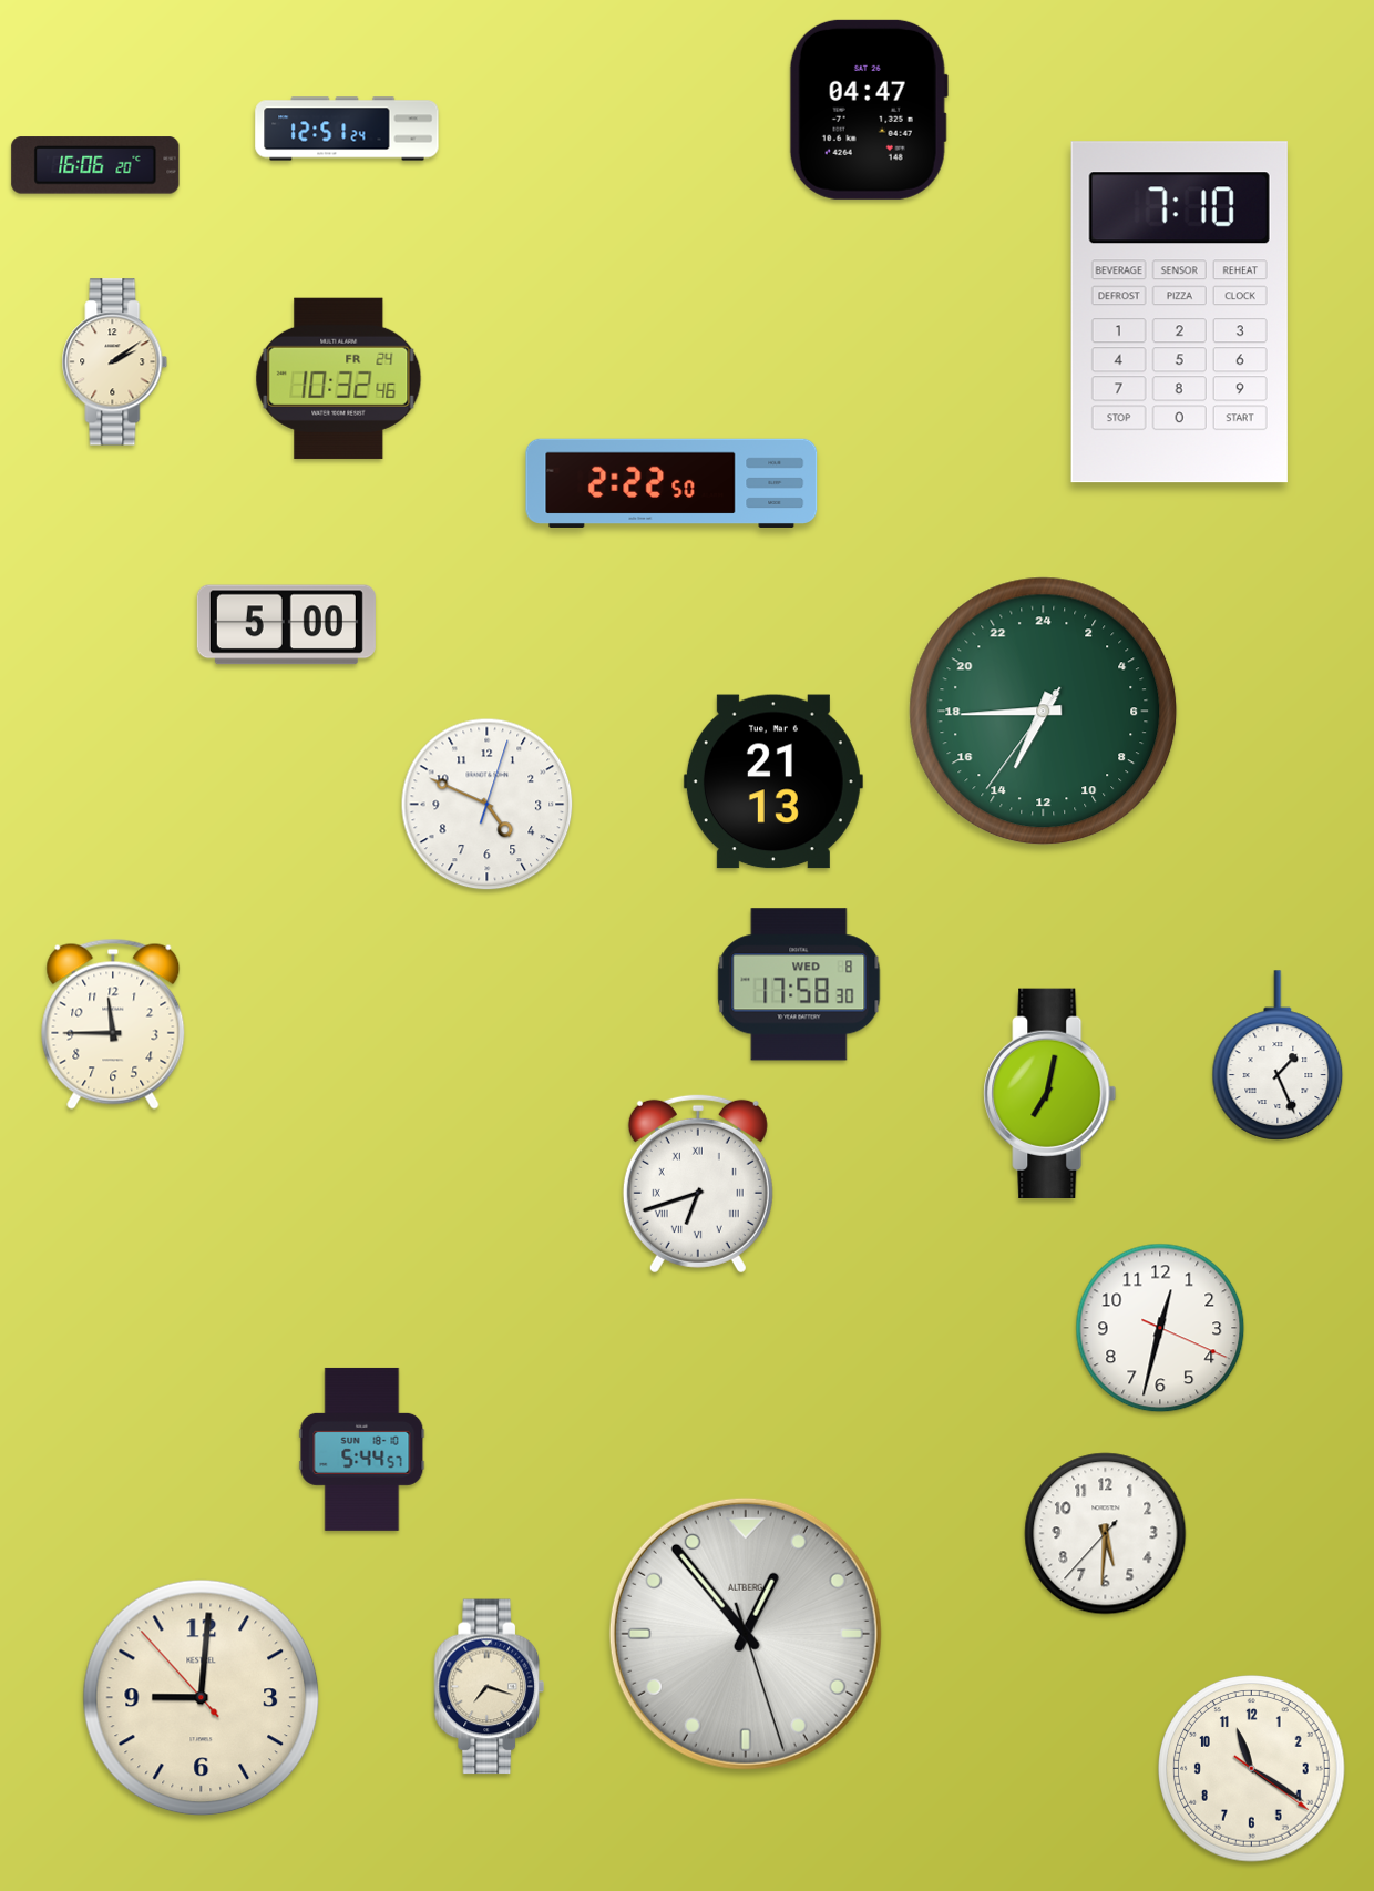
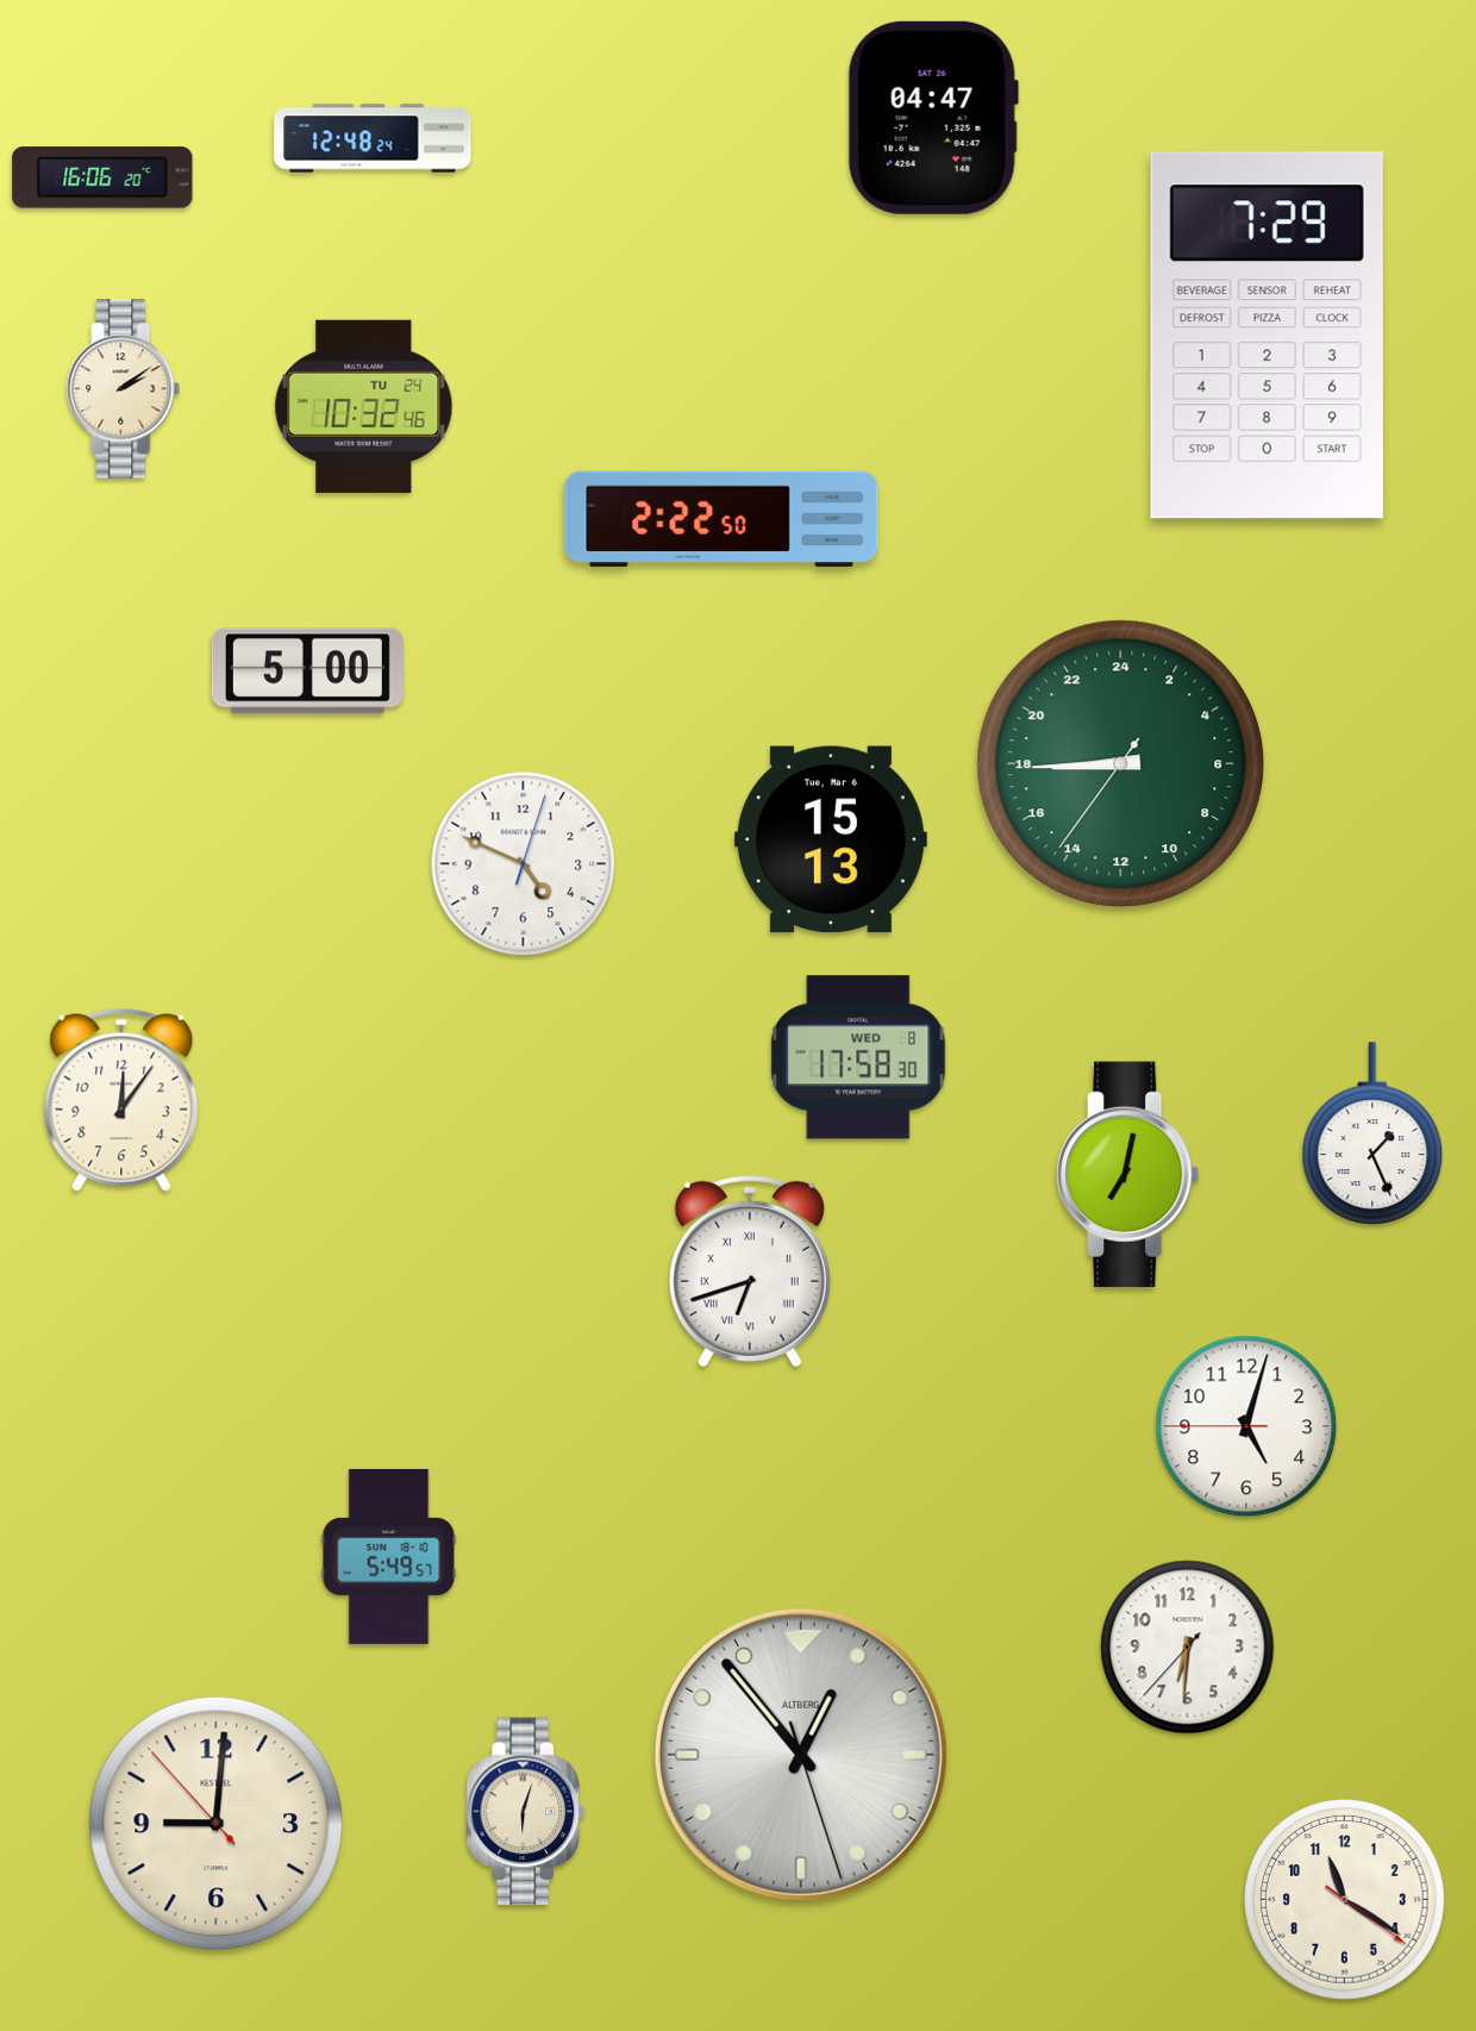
clock at (347, 129): 12:51 -> 12:48
clock at (1179, 313): 7:10 -> 7:29
clock at (339, 378) date: FR 24 -> TU 24
clock at (1044, 712): 13:44 -> 17:44
clock at (773, 781): 21:13 -> 15:13
clock at (113, 1024): 11:45 -> 12:06
clock at (1160, 1328): 12:32 -> 5:02
clock at (362, 1449): 5:44 -> 5:49
clock at (1106, 1534): 5:30 -> 6:30
clock at (490, 1687): 7:18 -> 6:03
